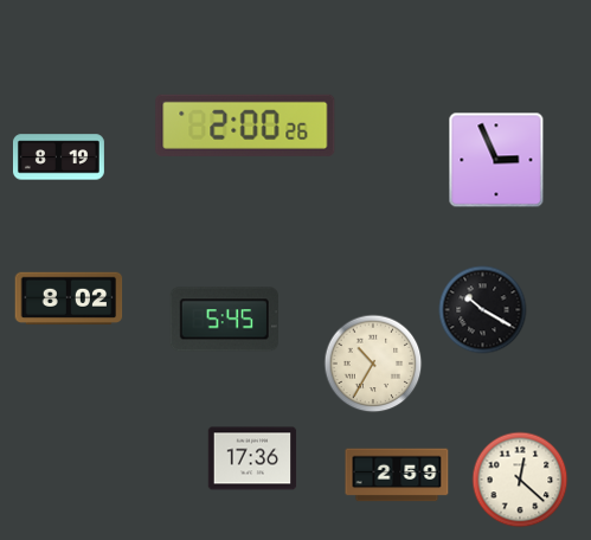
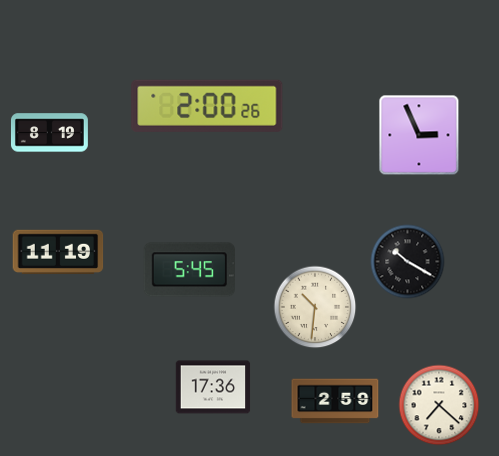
clock at (69, 297): 8:02 -> 11:19
clock at (373, 364): 10:35 -> 10:31
clock at (520, 480): 12:22 -> 7:22
